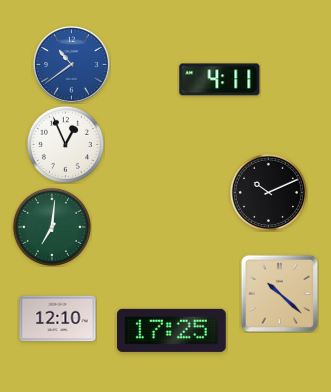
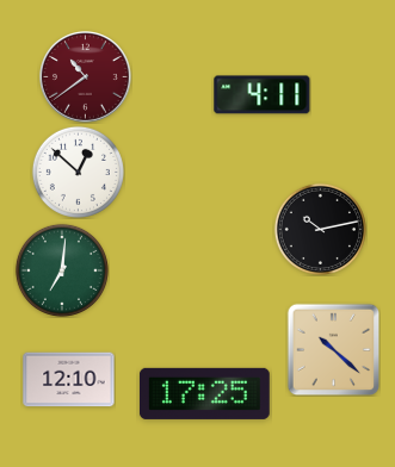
clock at (72, 65) dial: blue -> burgundy
clock at (65, 144): 12:56 -> 12:52
clock at (268, 192): 10:11 -> 10:13
